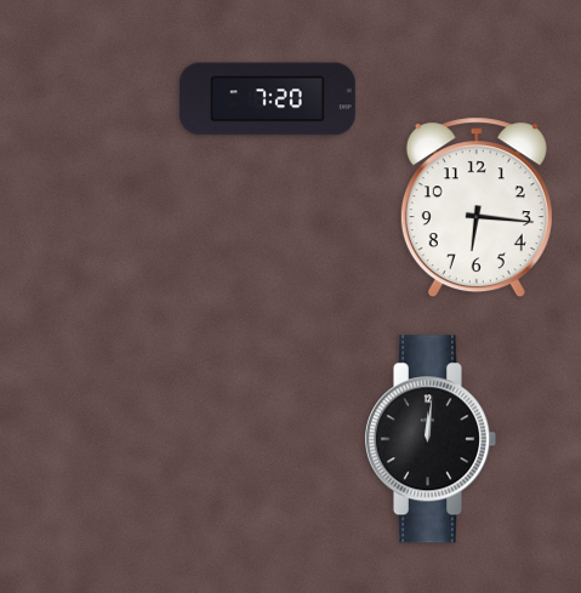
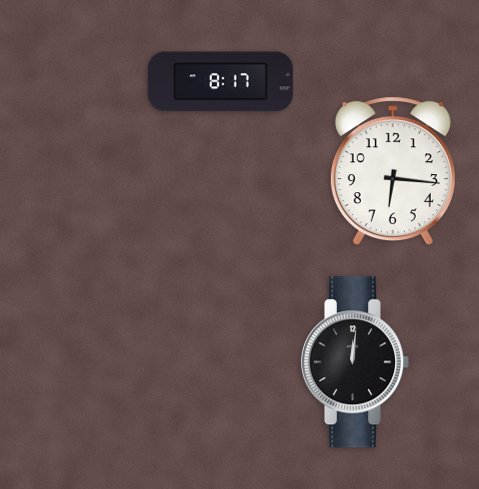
clock at (267, 99): 7:20 -> 8:17
